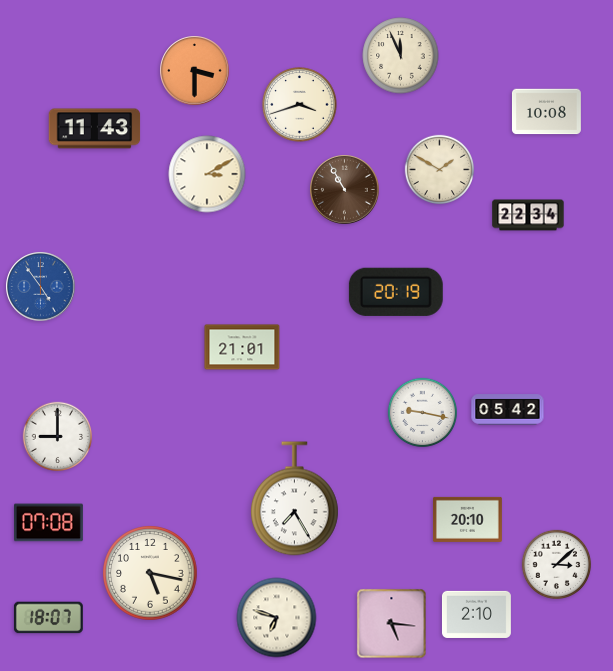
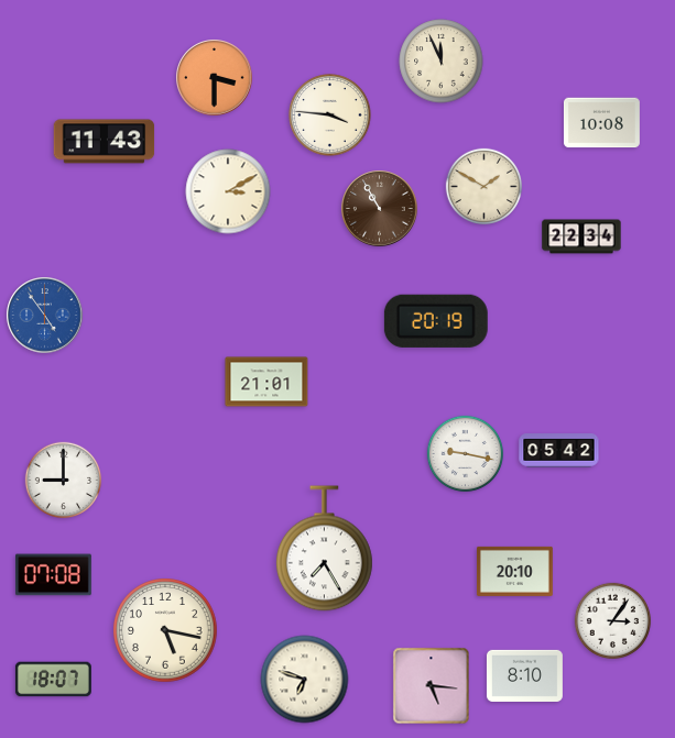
clock at (300, 105): 3:42 -> 3:46
clock at (557, 565): 3:08 -> 3:06
clock at (476, 614): 2:10 -> 8:10
